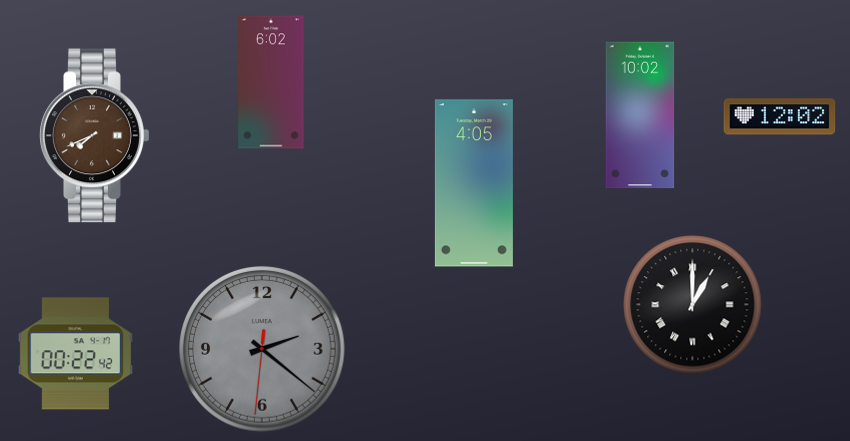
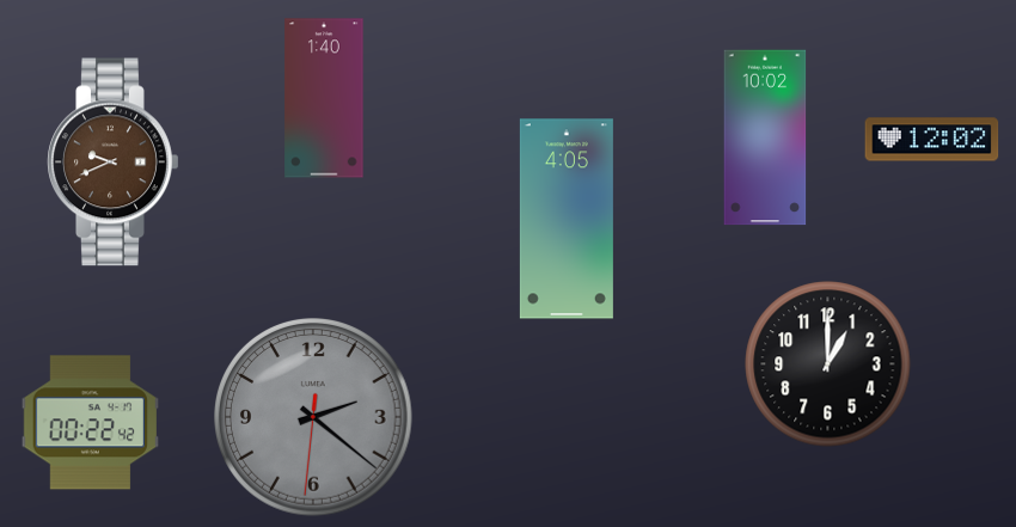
clock at (271, 82): 6:02 -> 1:40
clock at (95, 136): 7:41 -> 9:41
clock at (693, 305) numerals: Roman -> Arabic
